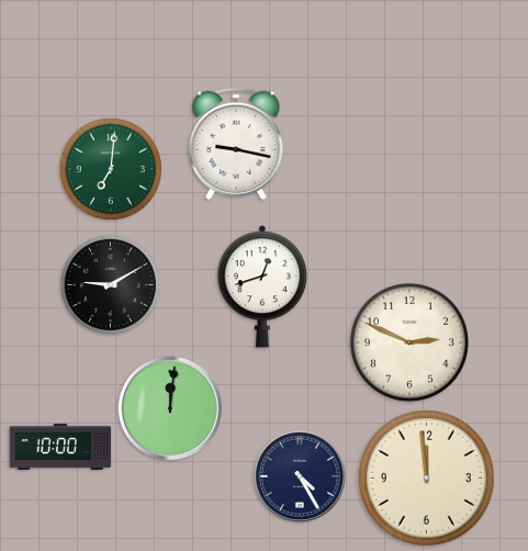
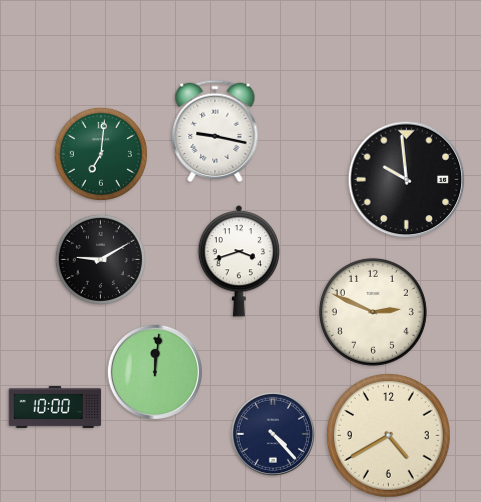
clock at (407, 180): none -> 9:59
clock at (261, 286): 12:42 -> 3:42
clock at (300, 476): 4:25 -> 4:23
clock at (427, 479): 11:59 -> 4:40
